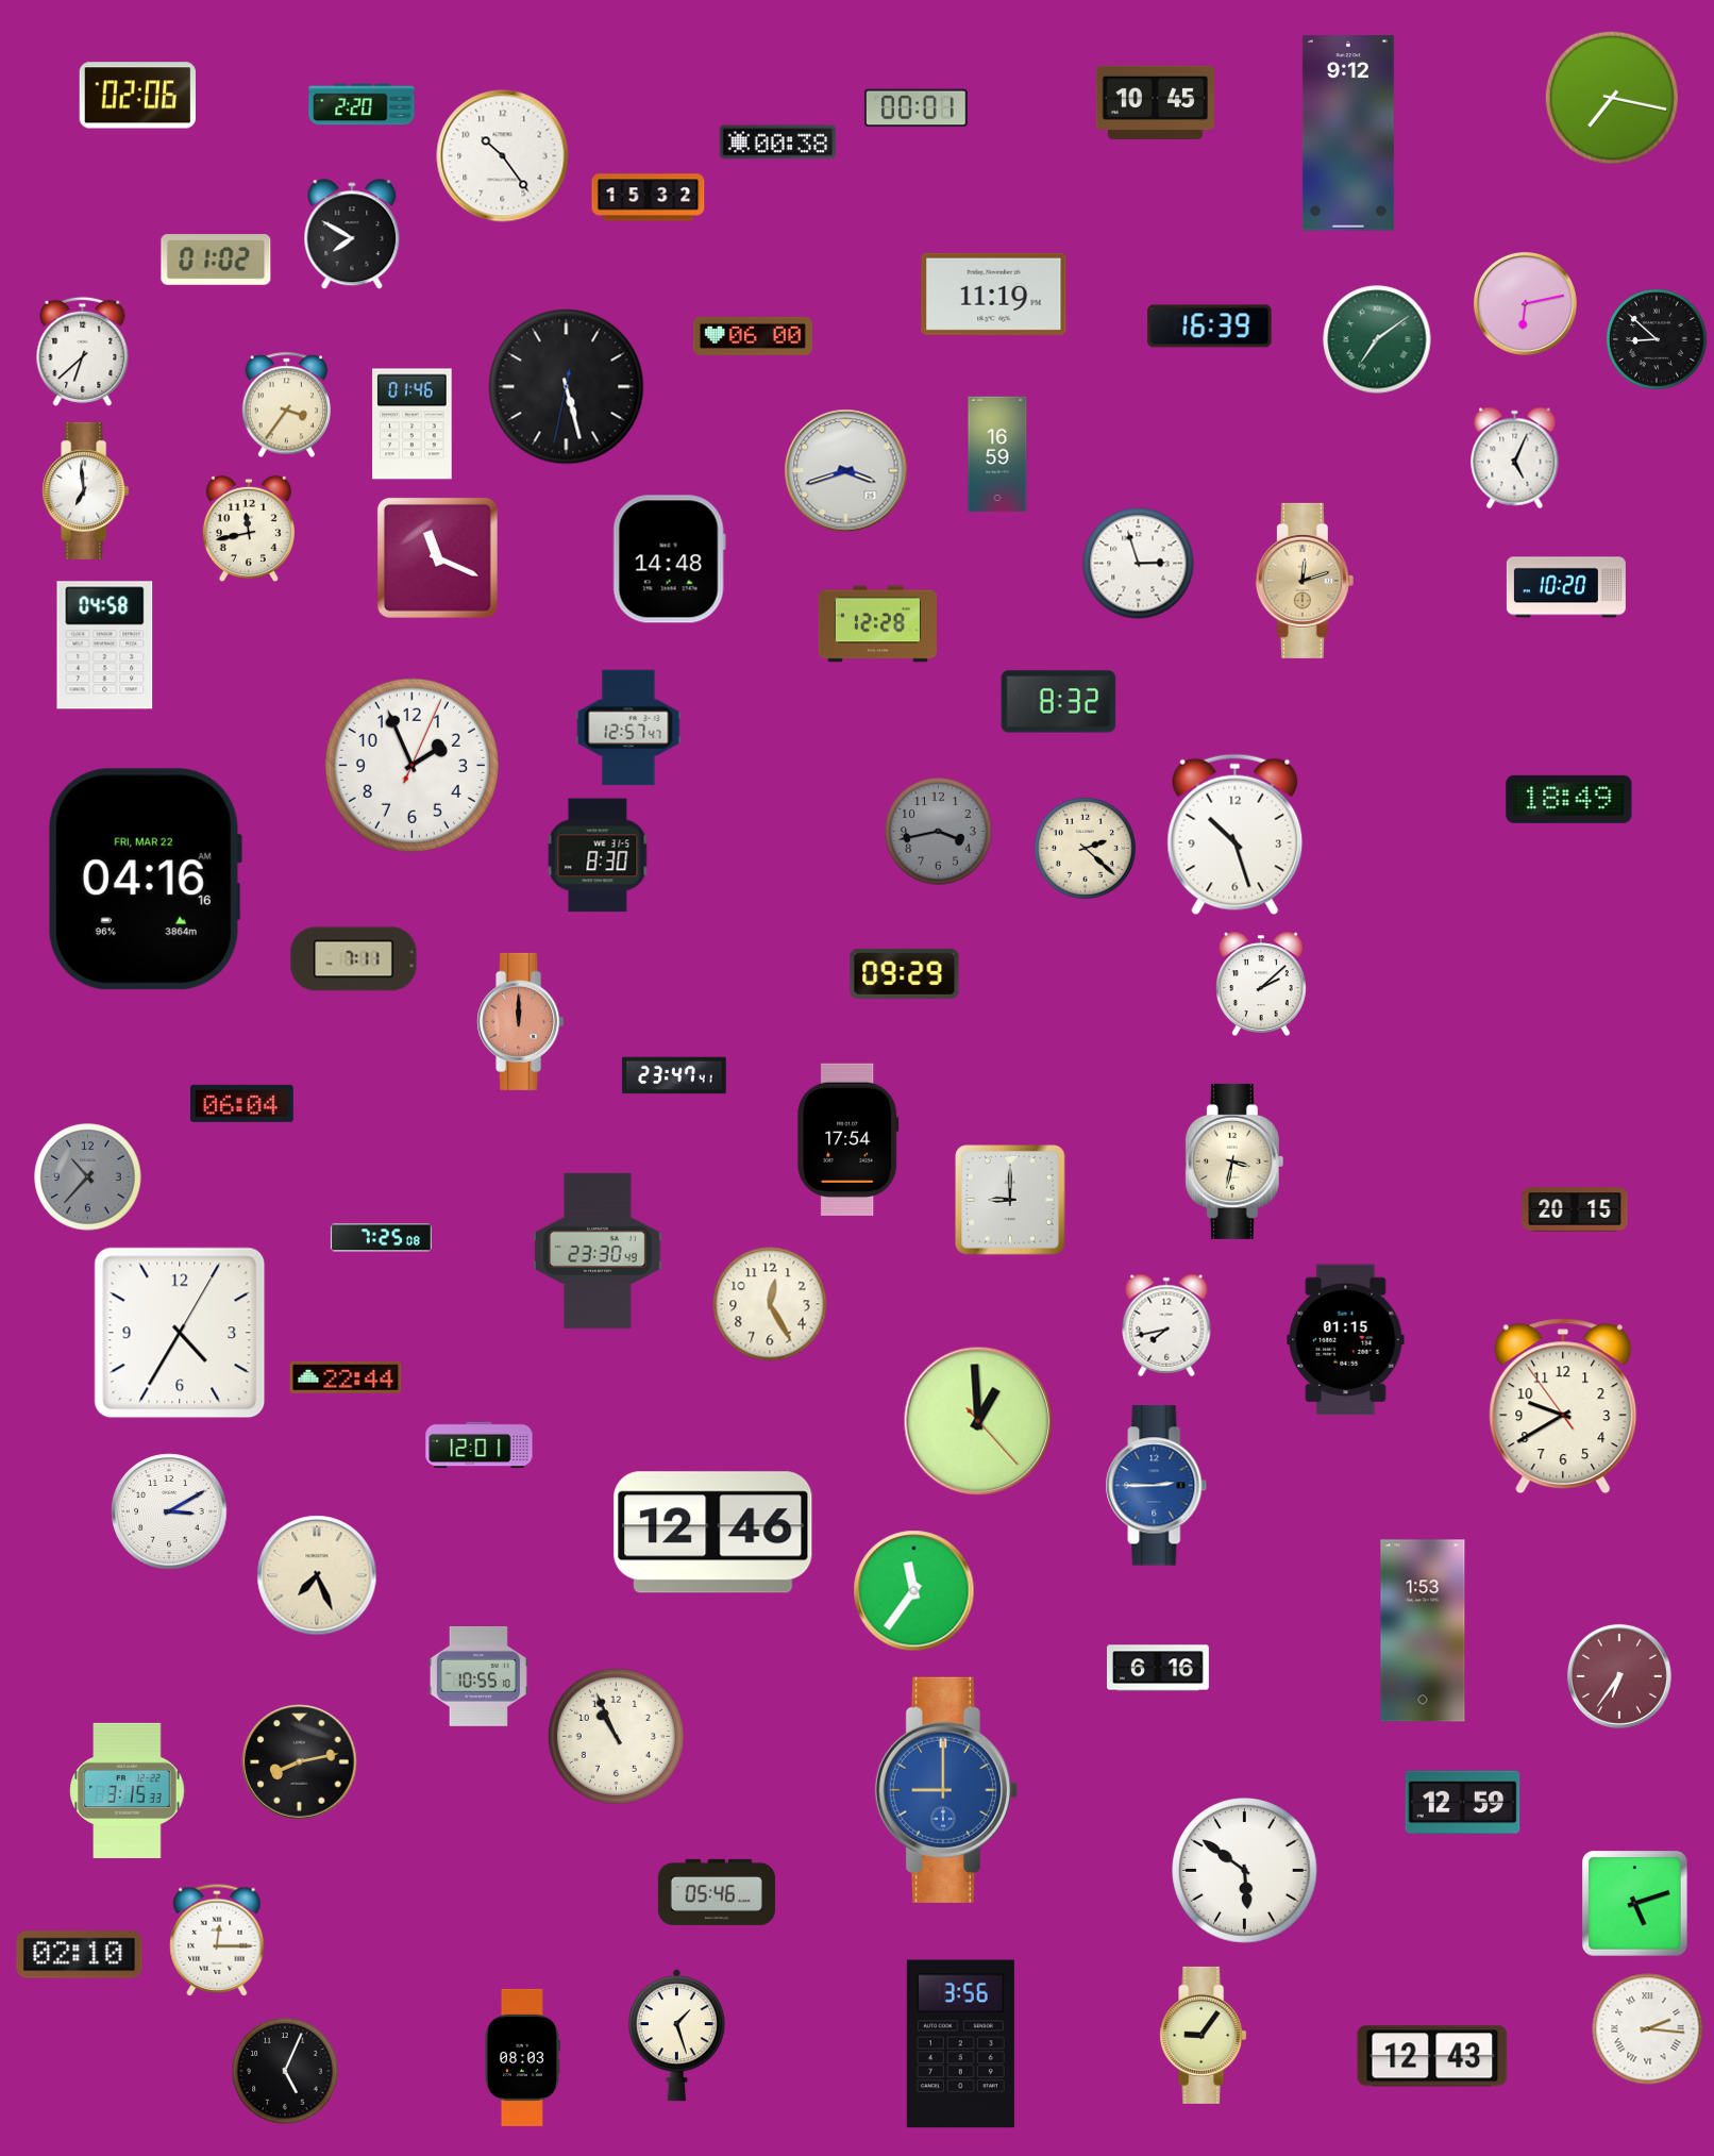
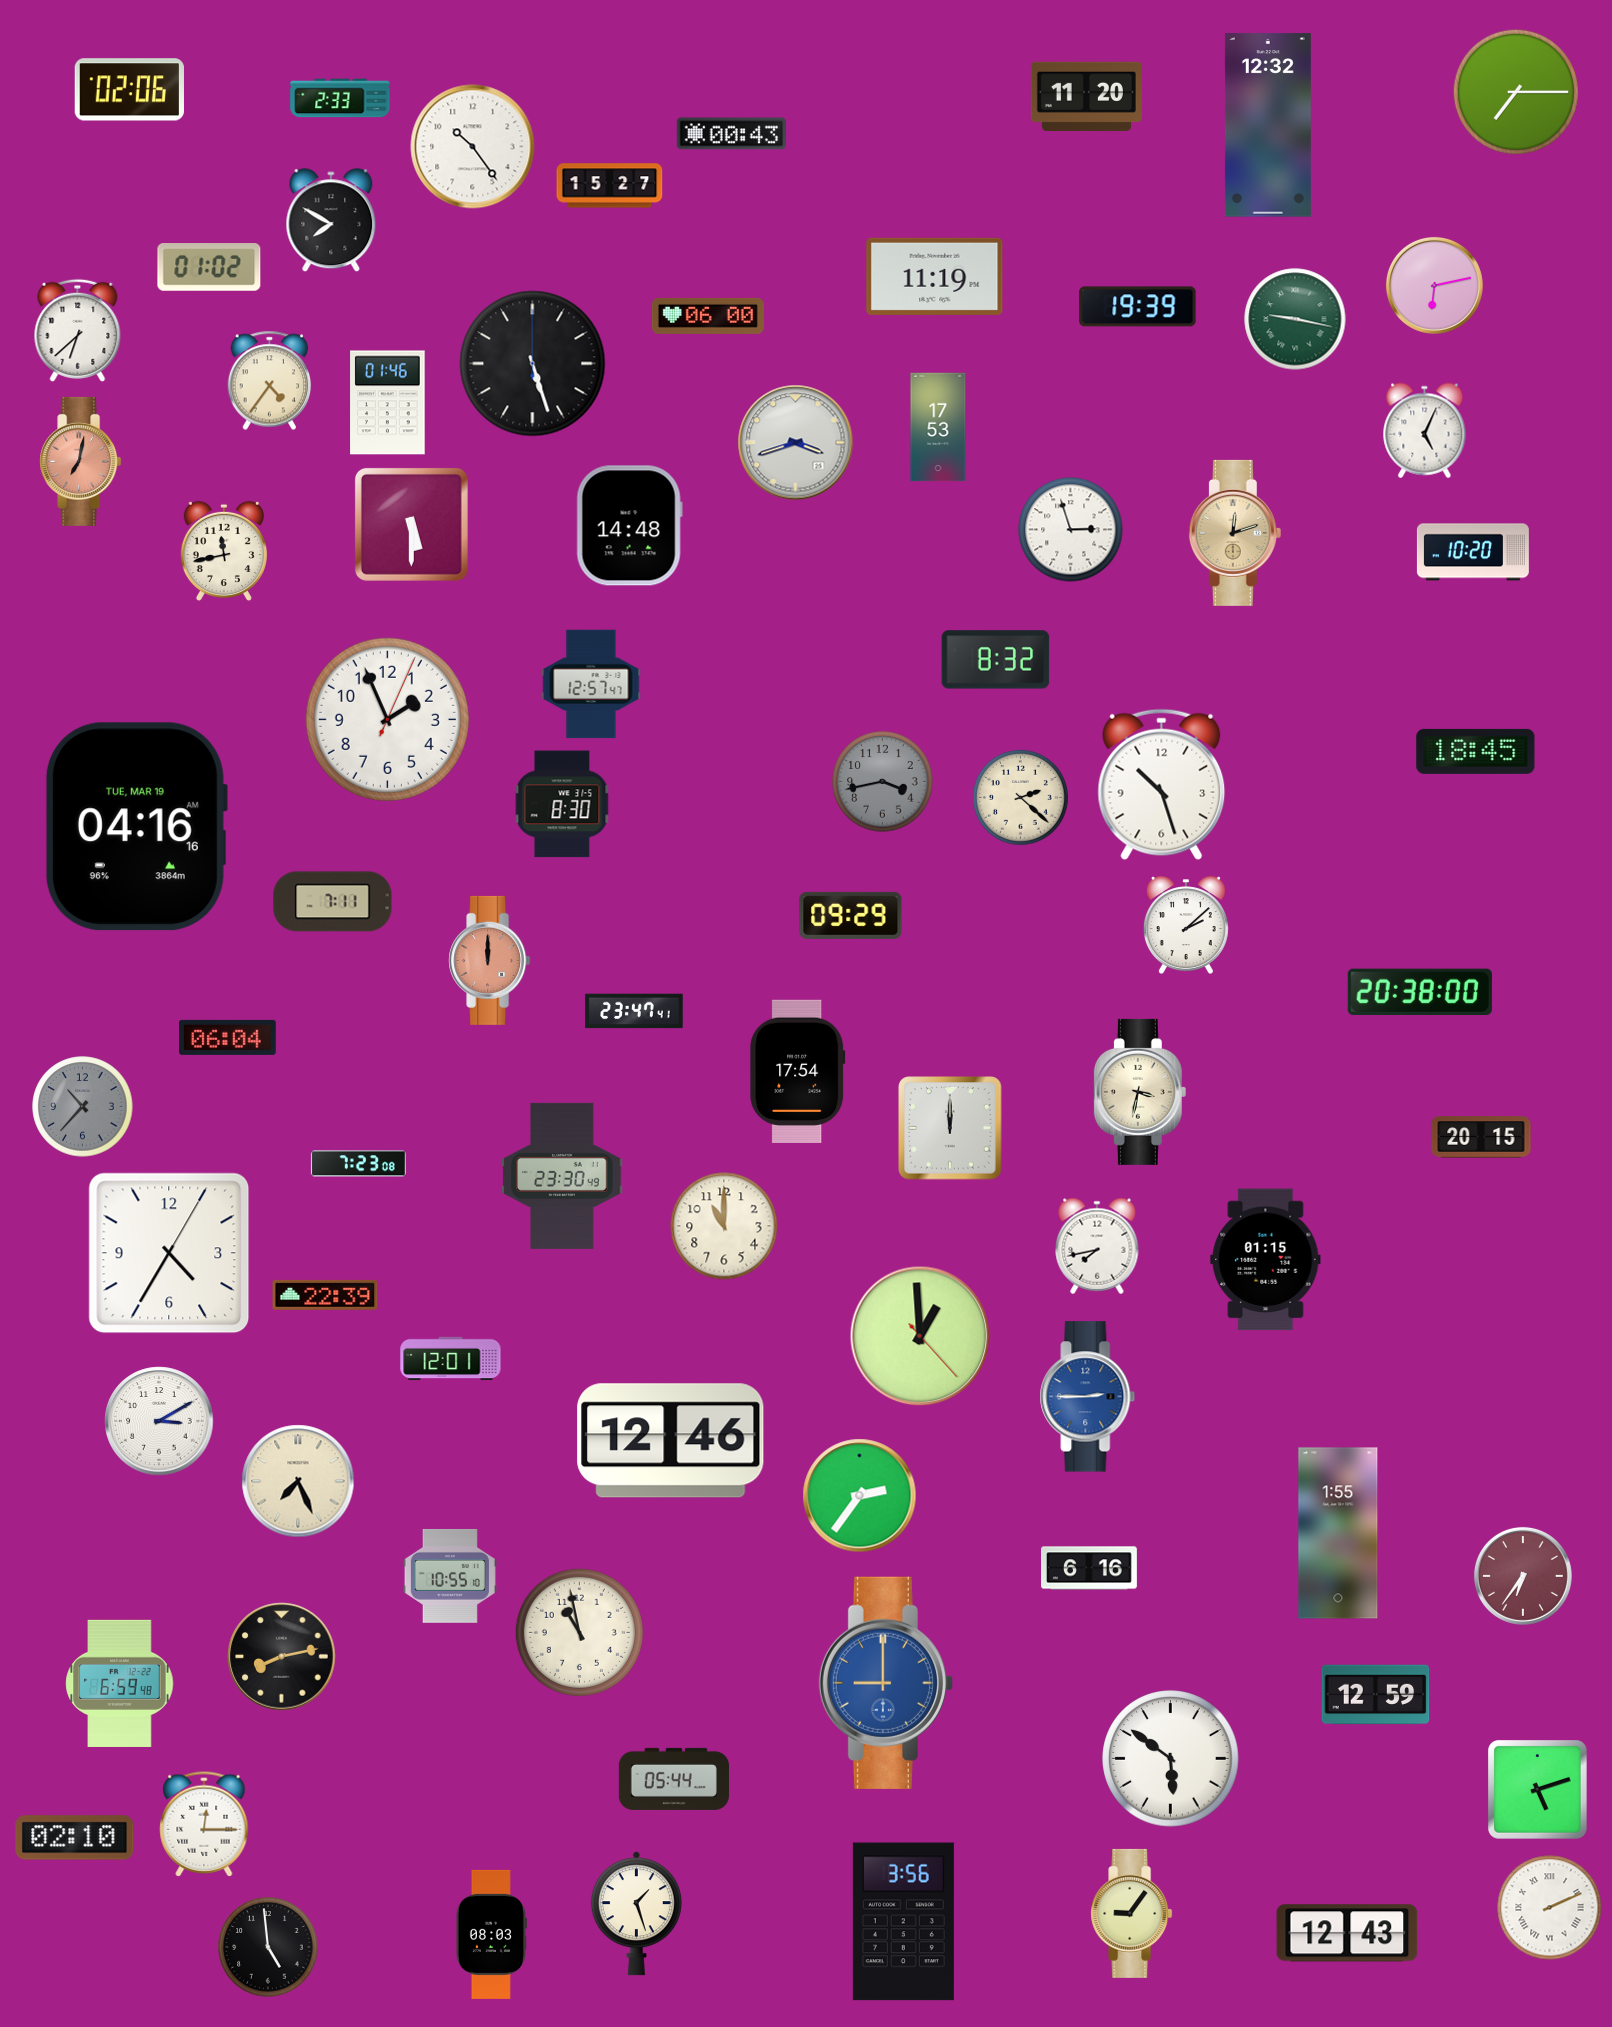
clock at (1612, 98): 7:17 -> 7:15
clock at (1155, 102): 10:45 -> 11:20
clock at (362, 104): 2:20 -> 2:33
clock at (917, 108): 00:01 -> none
clock at (1348, 133): 9:12 -> 12:32
clock at (777, 143): 00:38 -> 00:43
clock at (649, 198): 15:32 -> 15:27
clock at (216, 261) position: (216, 261) -> (209, 268)
clock at (1210, 327): 16:39 -> 19:39
clock at (1377, 339): 7:09 -> 9:17
clock at (1657, 339): 8:52 -> none
clock at (567, 387): 5:27:32 -> 5:27:00
clock at (287, 405): 3:36 -> 4:36
clock at (413, 424) position: (413, 424) -> (388, 403)
clock at (997, 454): 16:59 -> 17:53
clock at (86, 490): 6:59 -> 7:02
clock at (86, 490) dial: white -> salmon
clock at (249, 528) position: (249, 528) -> (224, 550)
clock at (437, 557): 11:19 -> 5:30
clock at (1305, 581) position: (1305, 581) -> (1235, 533)
clock at (877, 624): 12:28 -> none
clock at (105, 646): 04:58 -> none
clock at (1569, 799): 18:49 -> 18:45
clock at (145, 880) date: FRI, MAR 22 -> TUE, MAR 19
clock at (1420, 991): none -> 20:38
clock at (1234, 1161) position: (1234, 1161) -> (1140, 1092)
clock at (1010, 1200): 9:00 -> 12:00
clock at (381, 1238): 7:25 -> 7:23
clock at (770, 1304): 12:25 -> 11:00
clock at (346, 1377): 22:44 -> 22:39
clock at (1563, 1406): 9:39 -> none
clock at (914, 1591): 11:36 -> 2:36
clock at (1423, 1631): 1:53 -> 1:55
clock at (616, 1736): 10:56 -> 10:58
clock at (128, 1790): 3:15 -> 6:59
clock at (946, 1790) position: (946, 1790) -> (886, 1683)
clock at (717, 1892): 05:46 -> 05:44
clock at (1648, 2029): 2:16 -> 2:11
clock at (285, 2071): 5:04 -> 4:59
